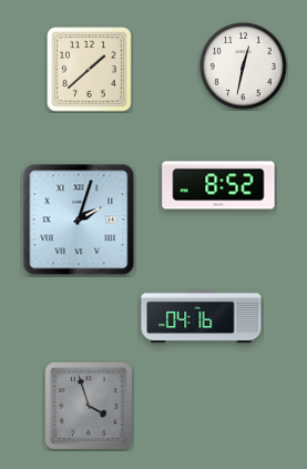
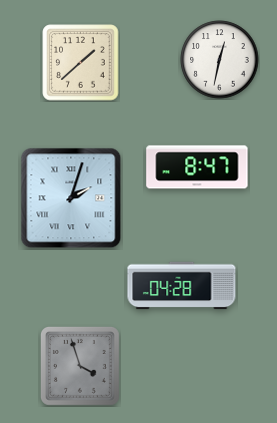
clock at (218, 185): 8:52 -> 8:47
clock at (202, 317): 04:16 -> 04:28
